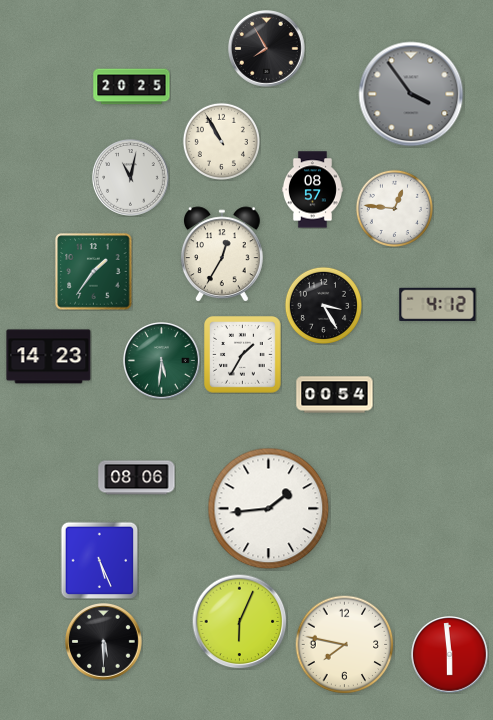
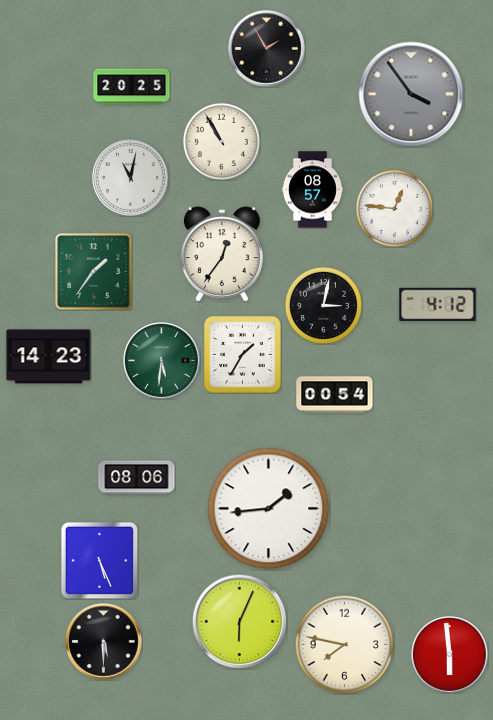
clock at (267, 49): 7:55 -> 1:55
clock at (222, 254): 12:35 -> 12:36
clock at (323, 305): 3:25 -> 3:02
